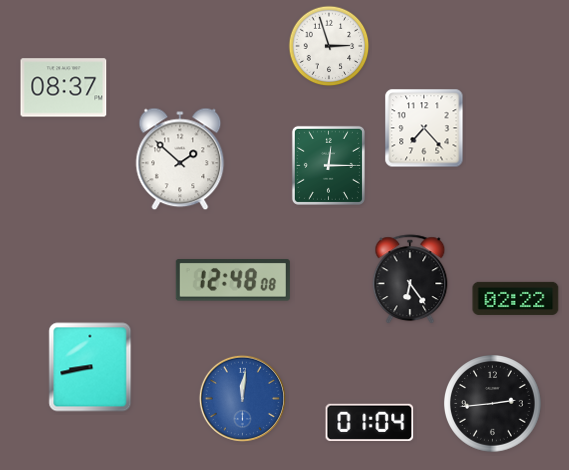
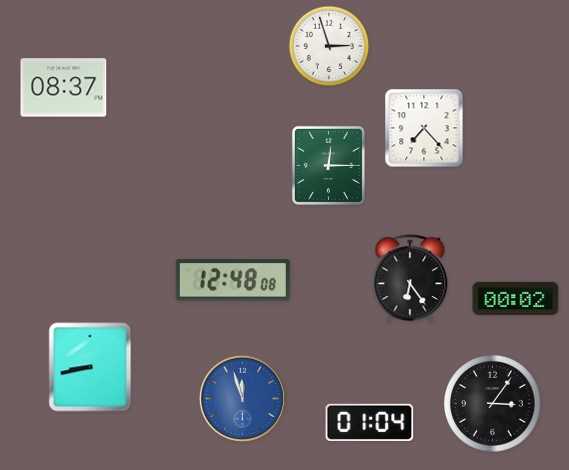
clock at (180, 159): 1:52 -> none
clock at (516, 298): 02:22 -> 00:02
clock at (242, 398): 12:01 -> 11:57
clock at (493, 404): 2:44 -> 3:06
